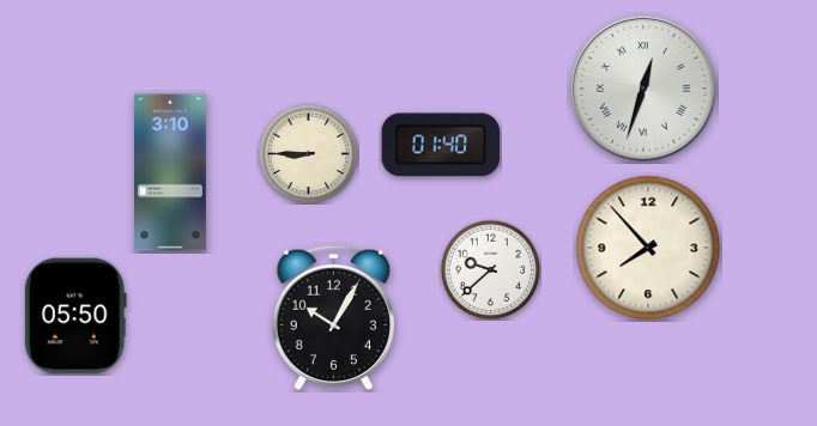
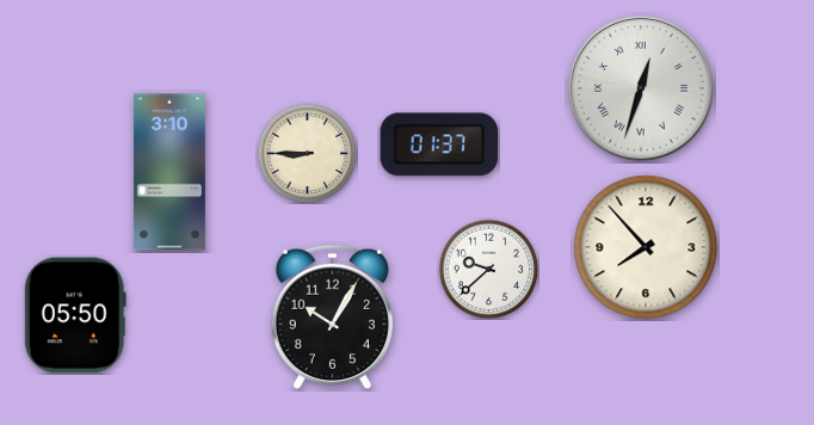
clock at (441, 145): 01:40 -> 01:37
